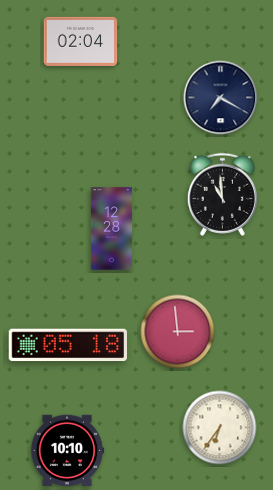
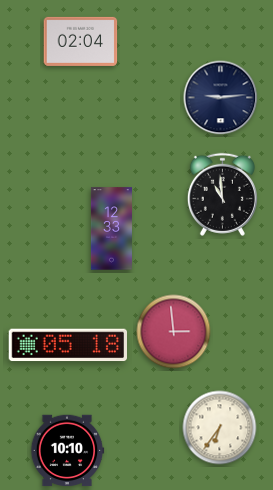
clock at (221, 98): 7:20 -> 9:14
clock at (111, 229): 12:28 -> 12:33
clock at (178, 332) position: (178, 332) -> (174, 332)
